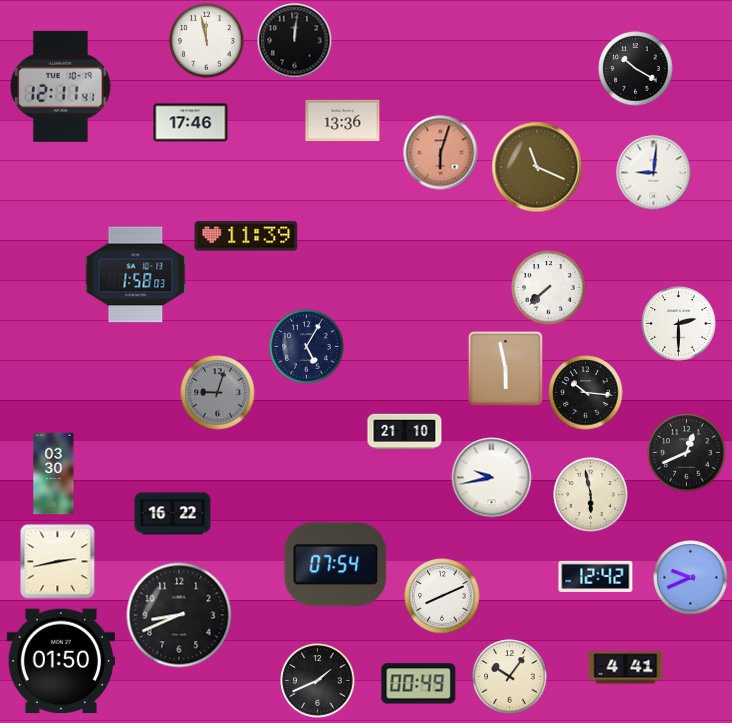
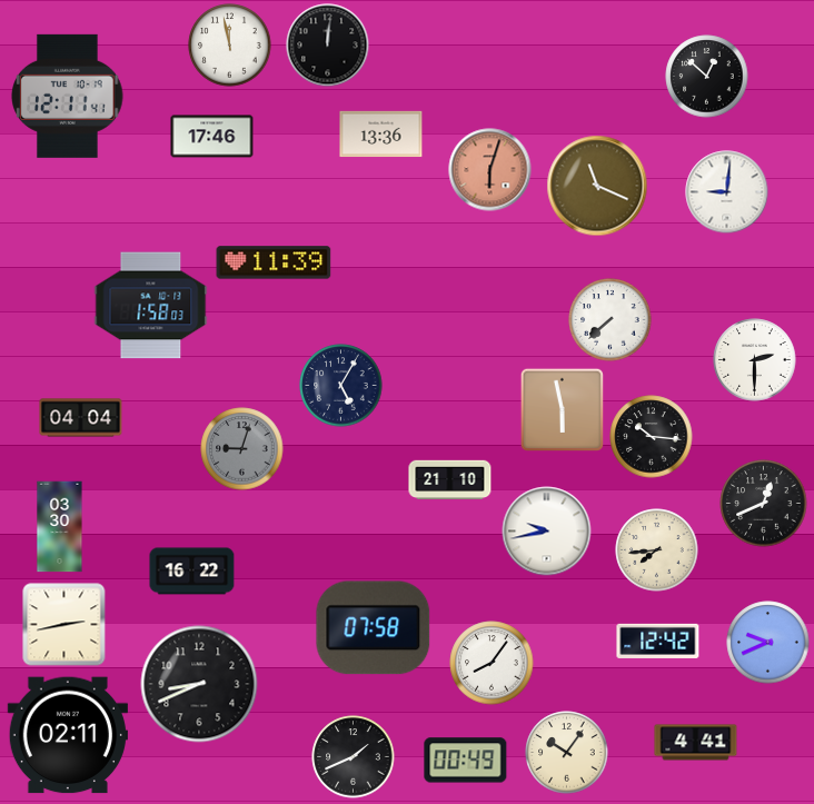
clock at (636, 69): 10:20 -> 12:52
clock at (81, 418): none -> 04:04
clock at (218, 393) position: (218, 393) -> (242, 449)
clock at (591, 495): 5:58 -> 7:44
clock at (336, 565): 07:54 -> 07:58
clock at (596, 576) position: (596, 576) -> (658, 641)
clock at (442, 596): 8:11 -> 8:06
clock at (61, 661): 01:50 -> 02:11
